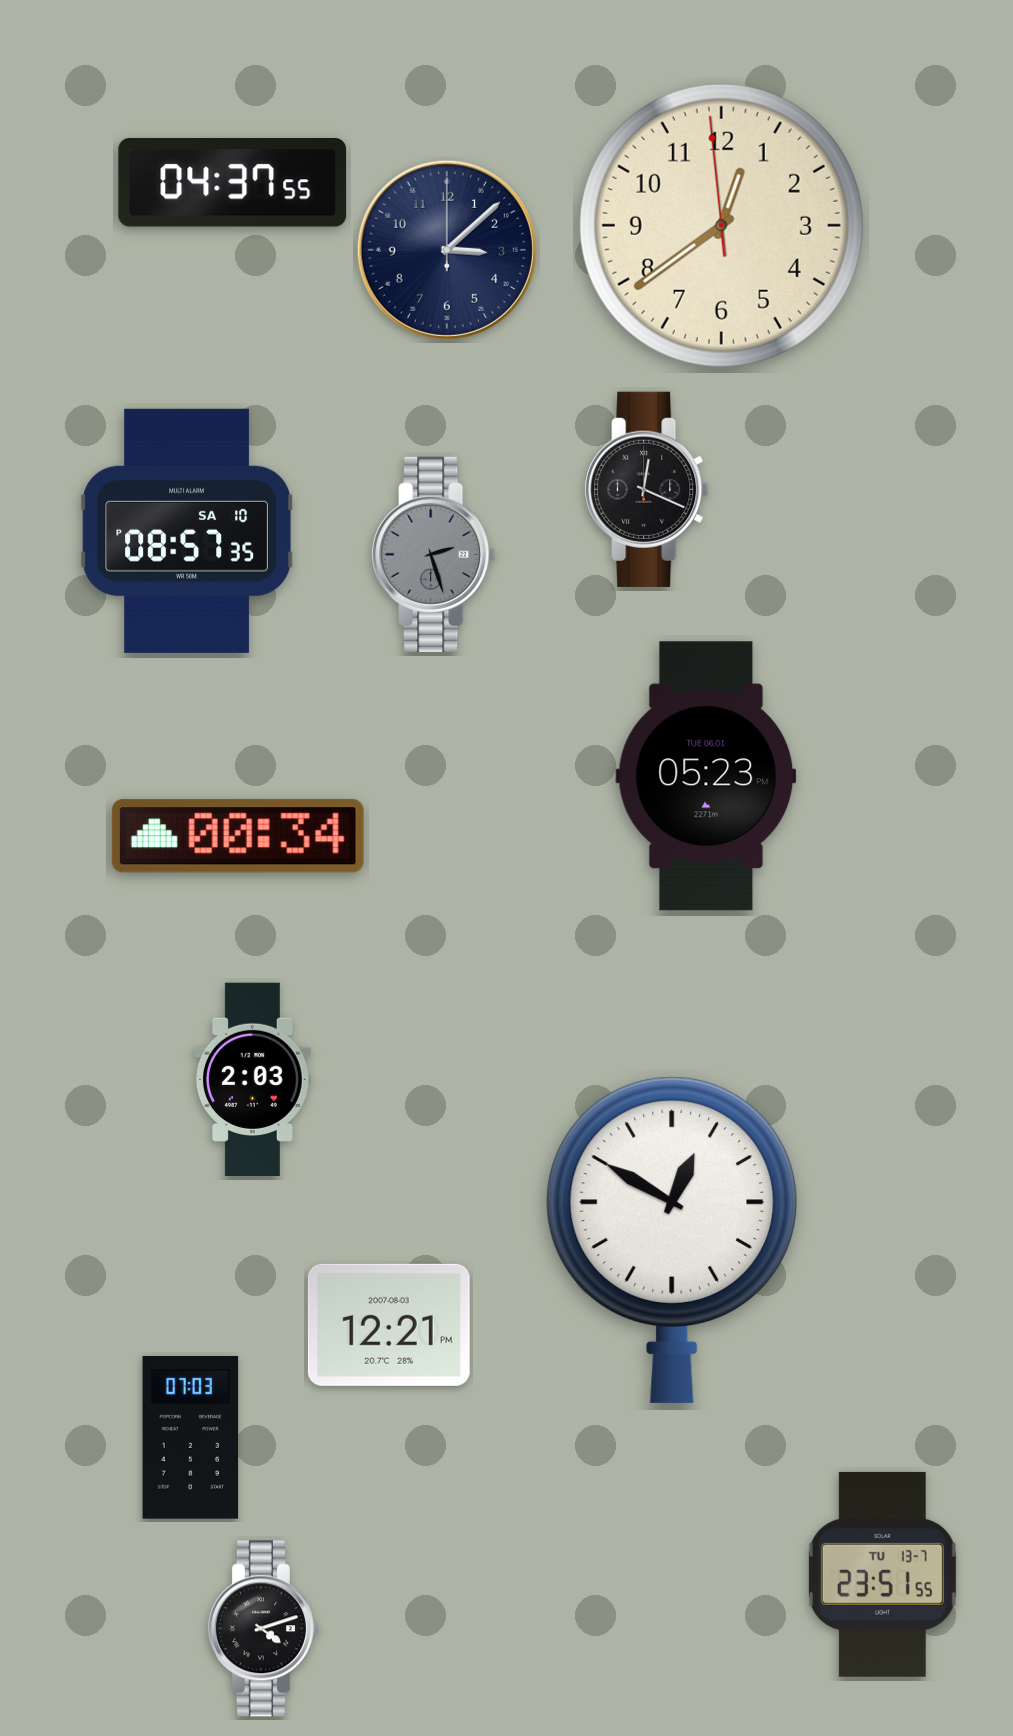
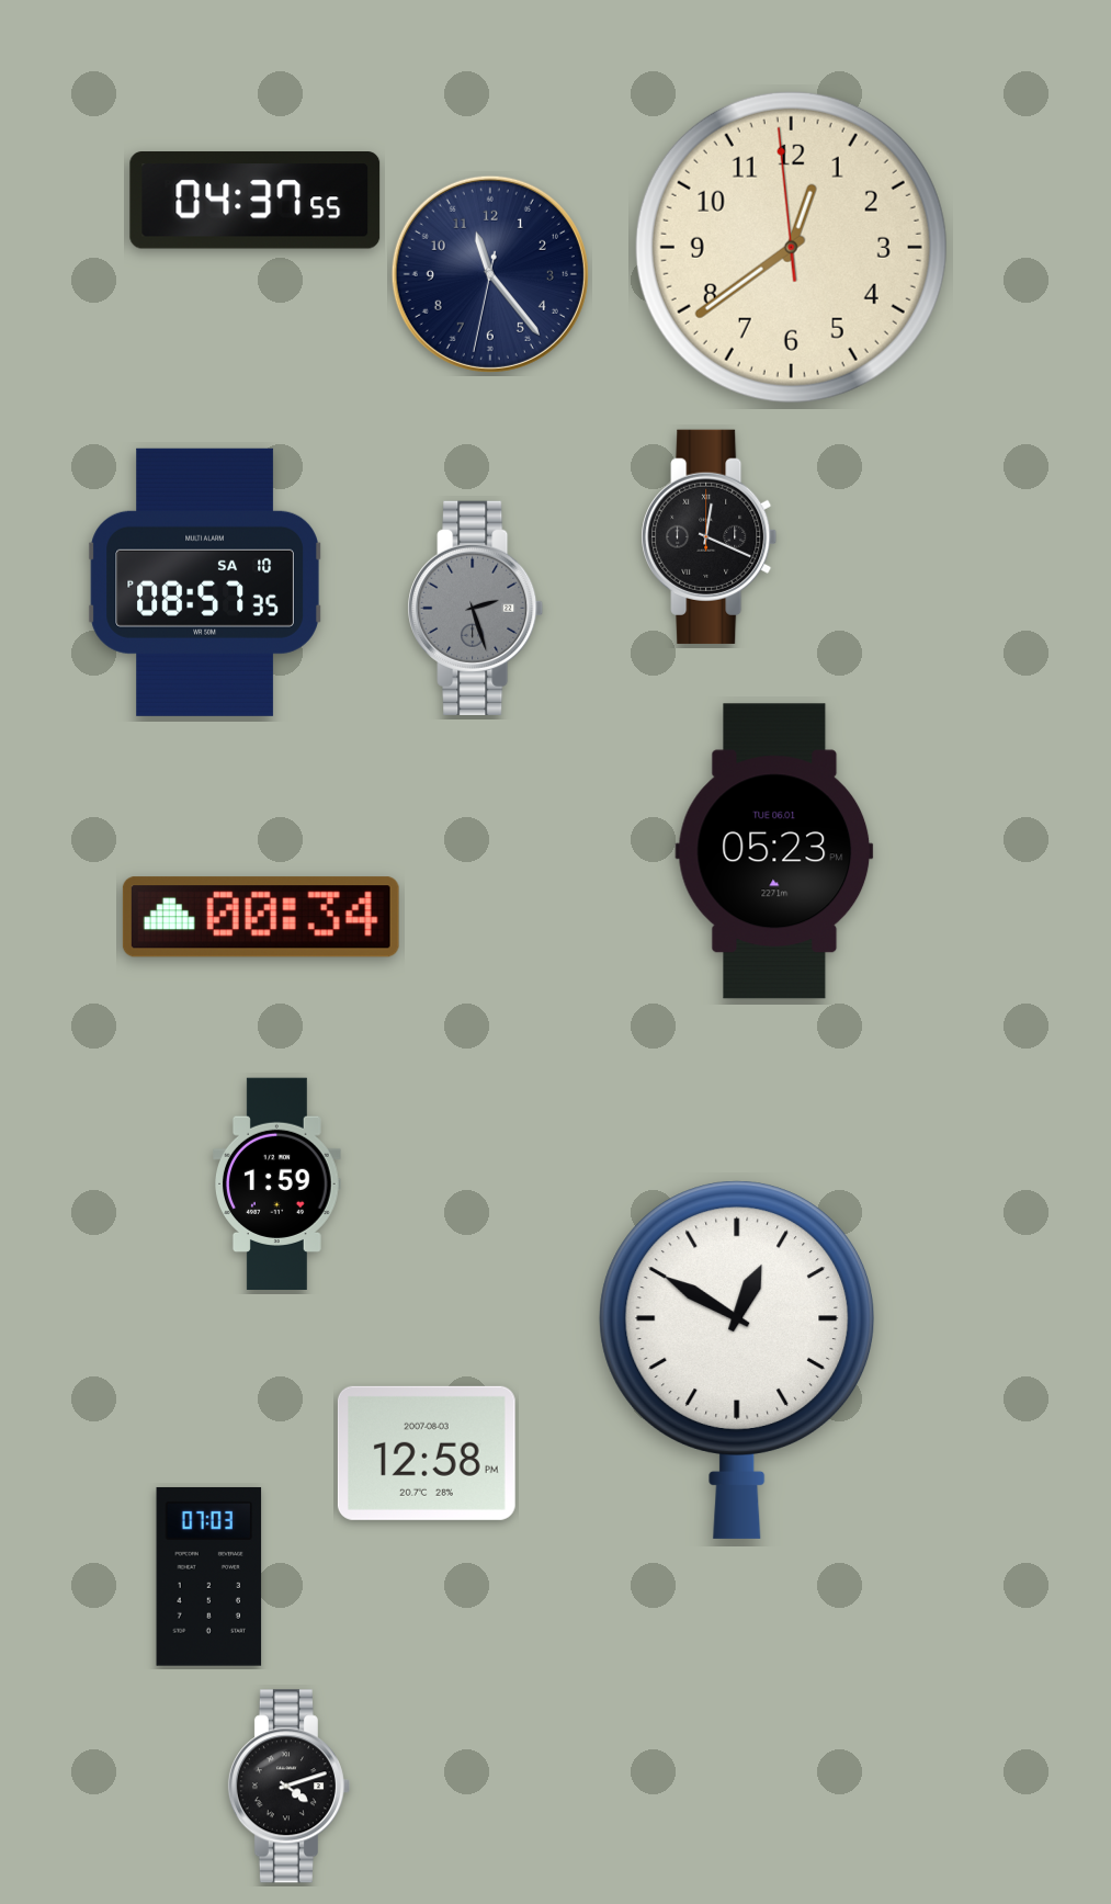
clock at (447, 250): 3:08 -> 11:23
clock at (253, 1080): 2:03 -> 1:59
clock at (389, 1325): 12:21 -> 12:58
clock at (882, 1574): 23:51 -> none
